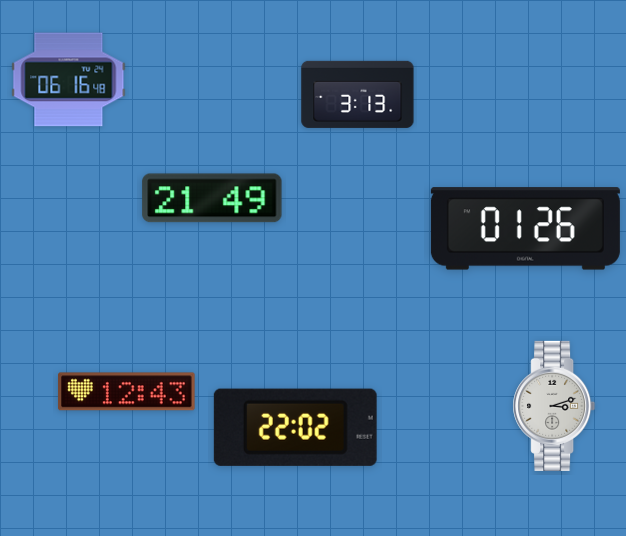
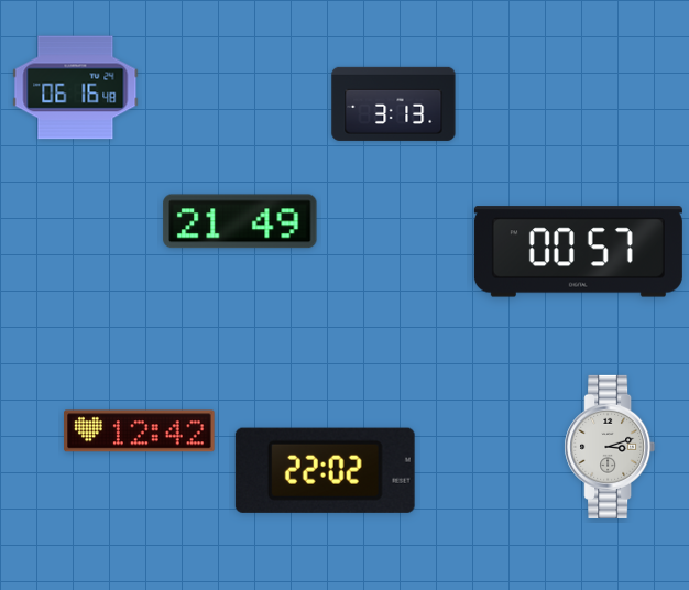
clock at (212, 198) position: (212, 198) -> (240, 221)
clock at (525, 229): 01:26 -> 00:57
clock at (127, 392): 12:43 -> 12:42
